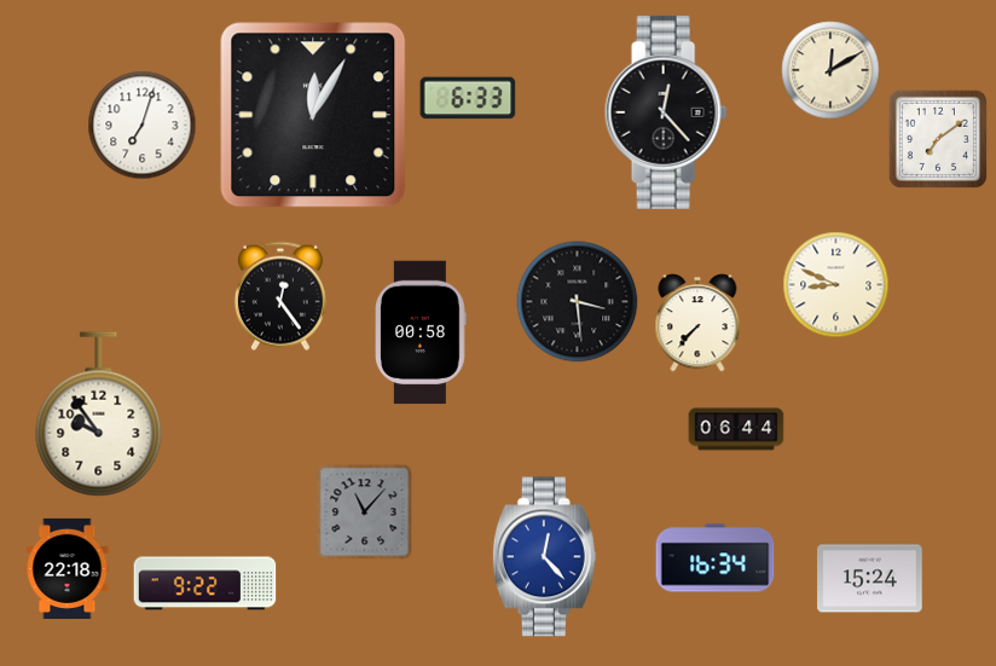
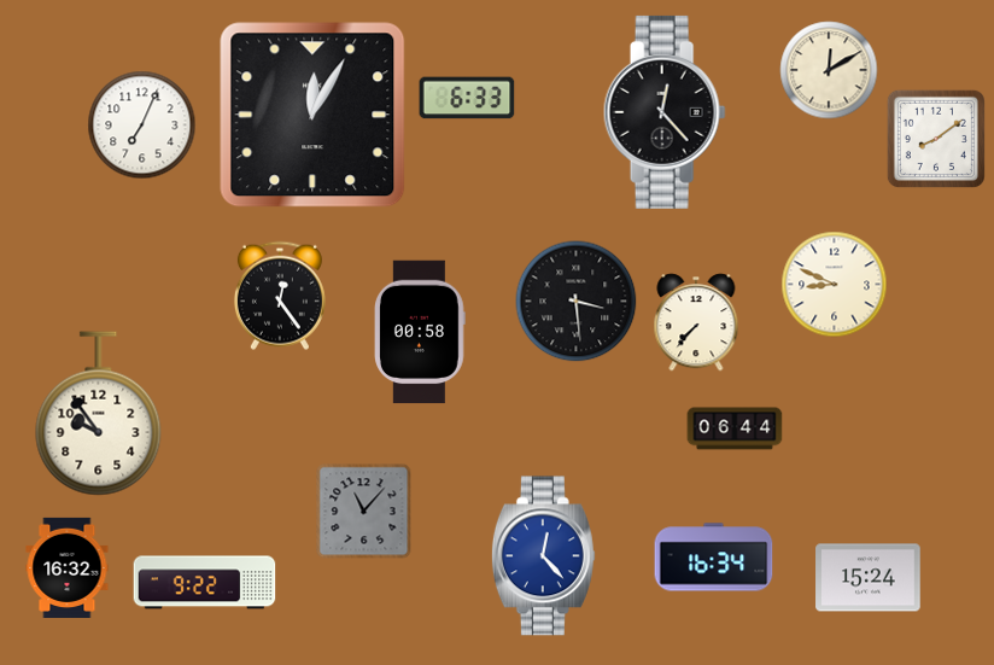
clock at (143, 126): 7:03 -> 7:04
clock at (938, 139): 7:09 -> 8:09
clock at (68, 568): 22:18 -> 16:32
